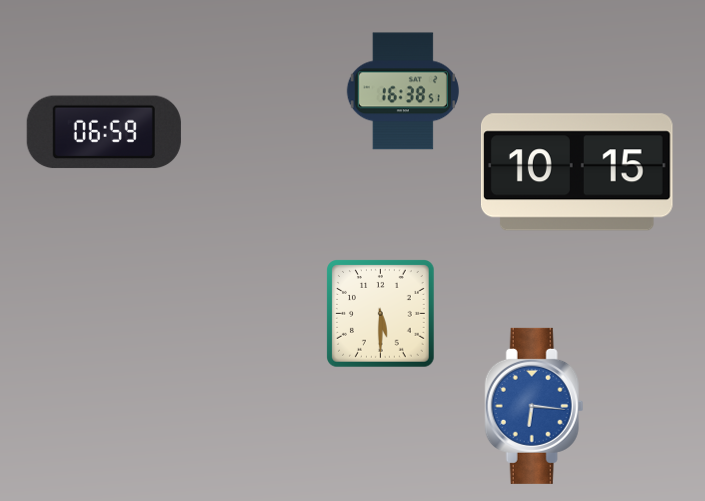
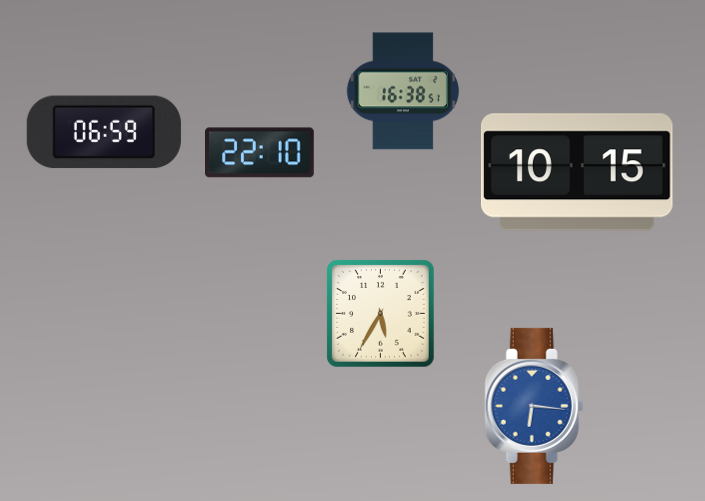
clock at (260, 153): none -> 22:10
clock at (381, 314): 5:30 -> 5:35
